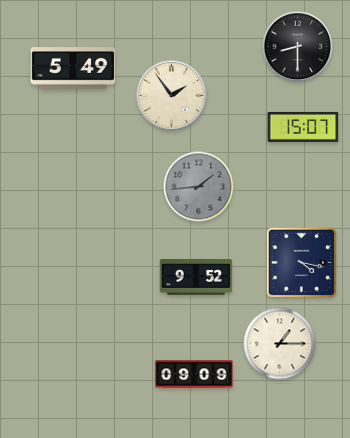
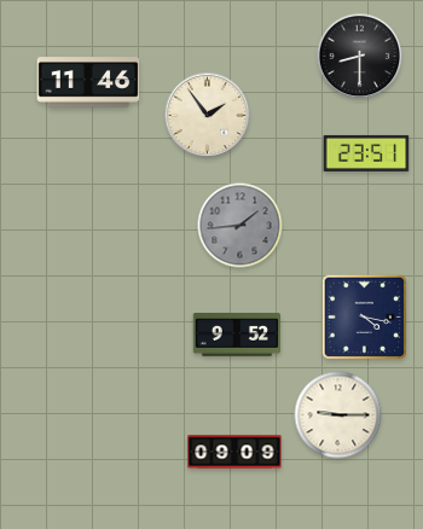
clock at (73, 68): 5:49 -> 11:46
clock at (303, 127): 15:07 -> 23:51
clock at (280, 344): 1:15 -> 9:15
